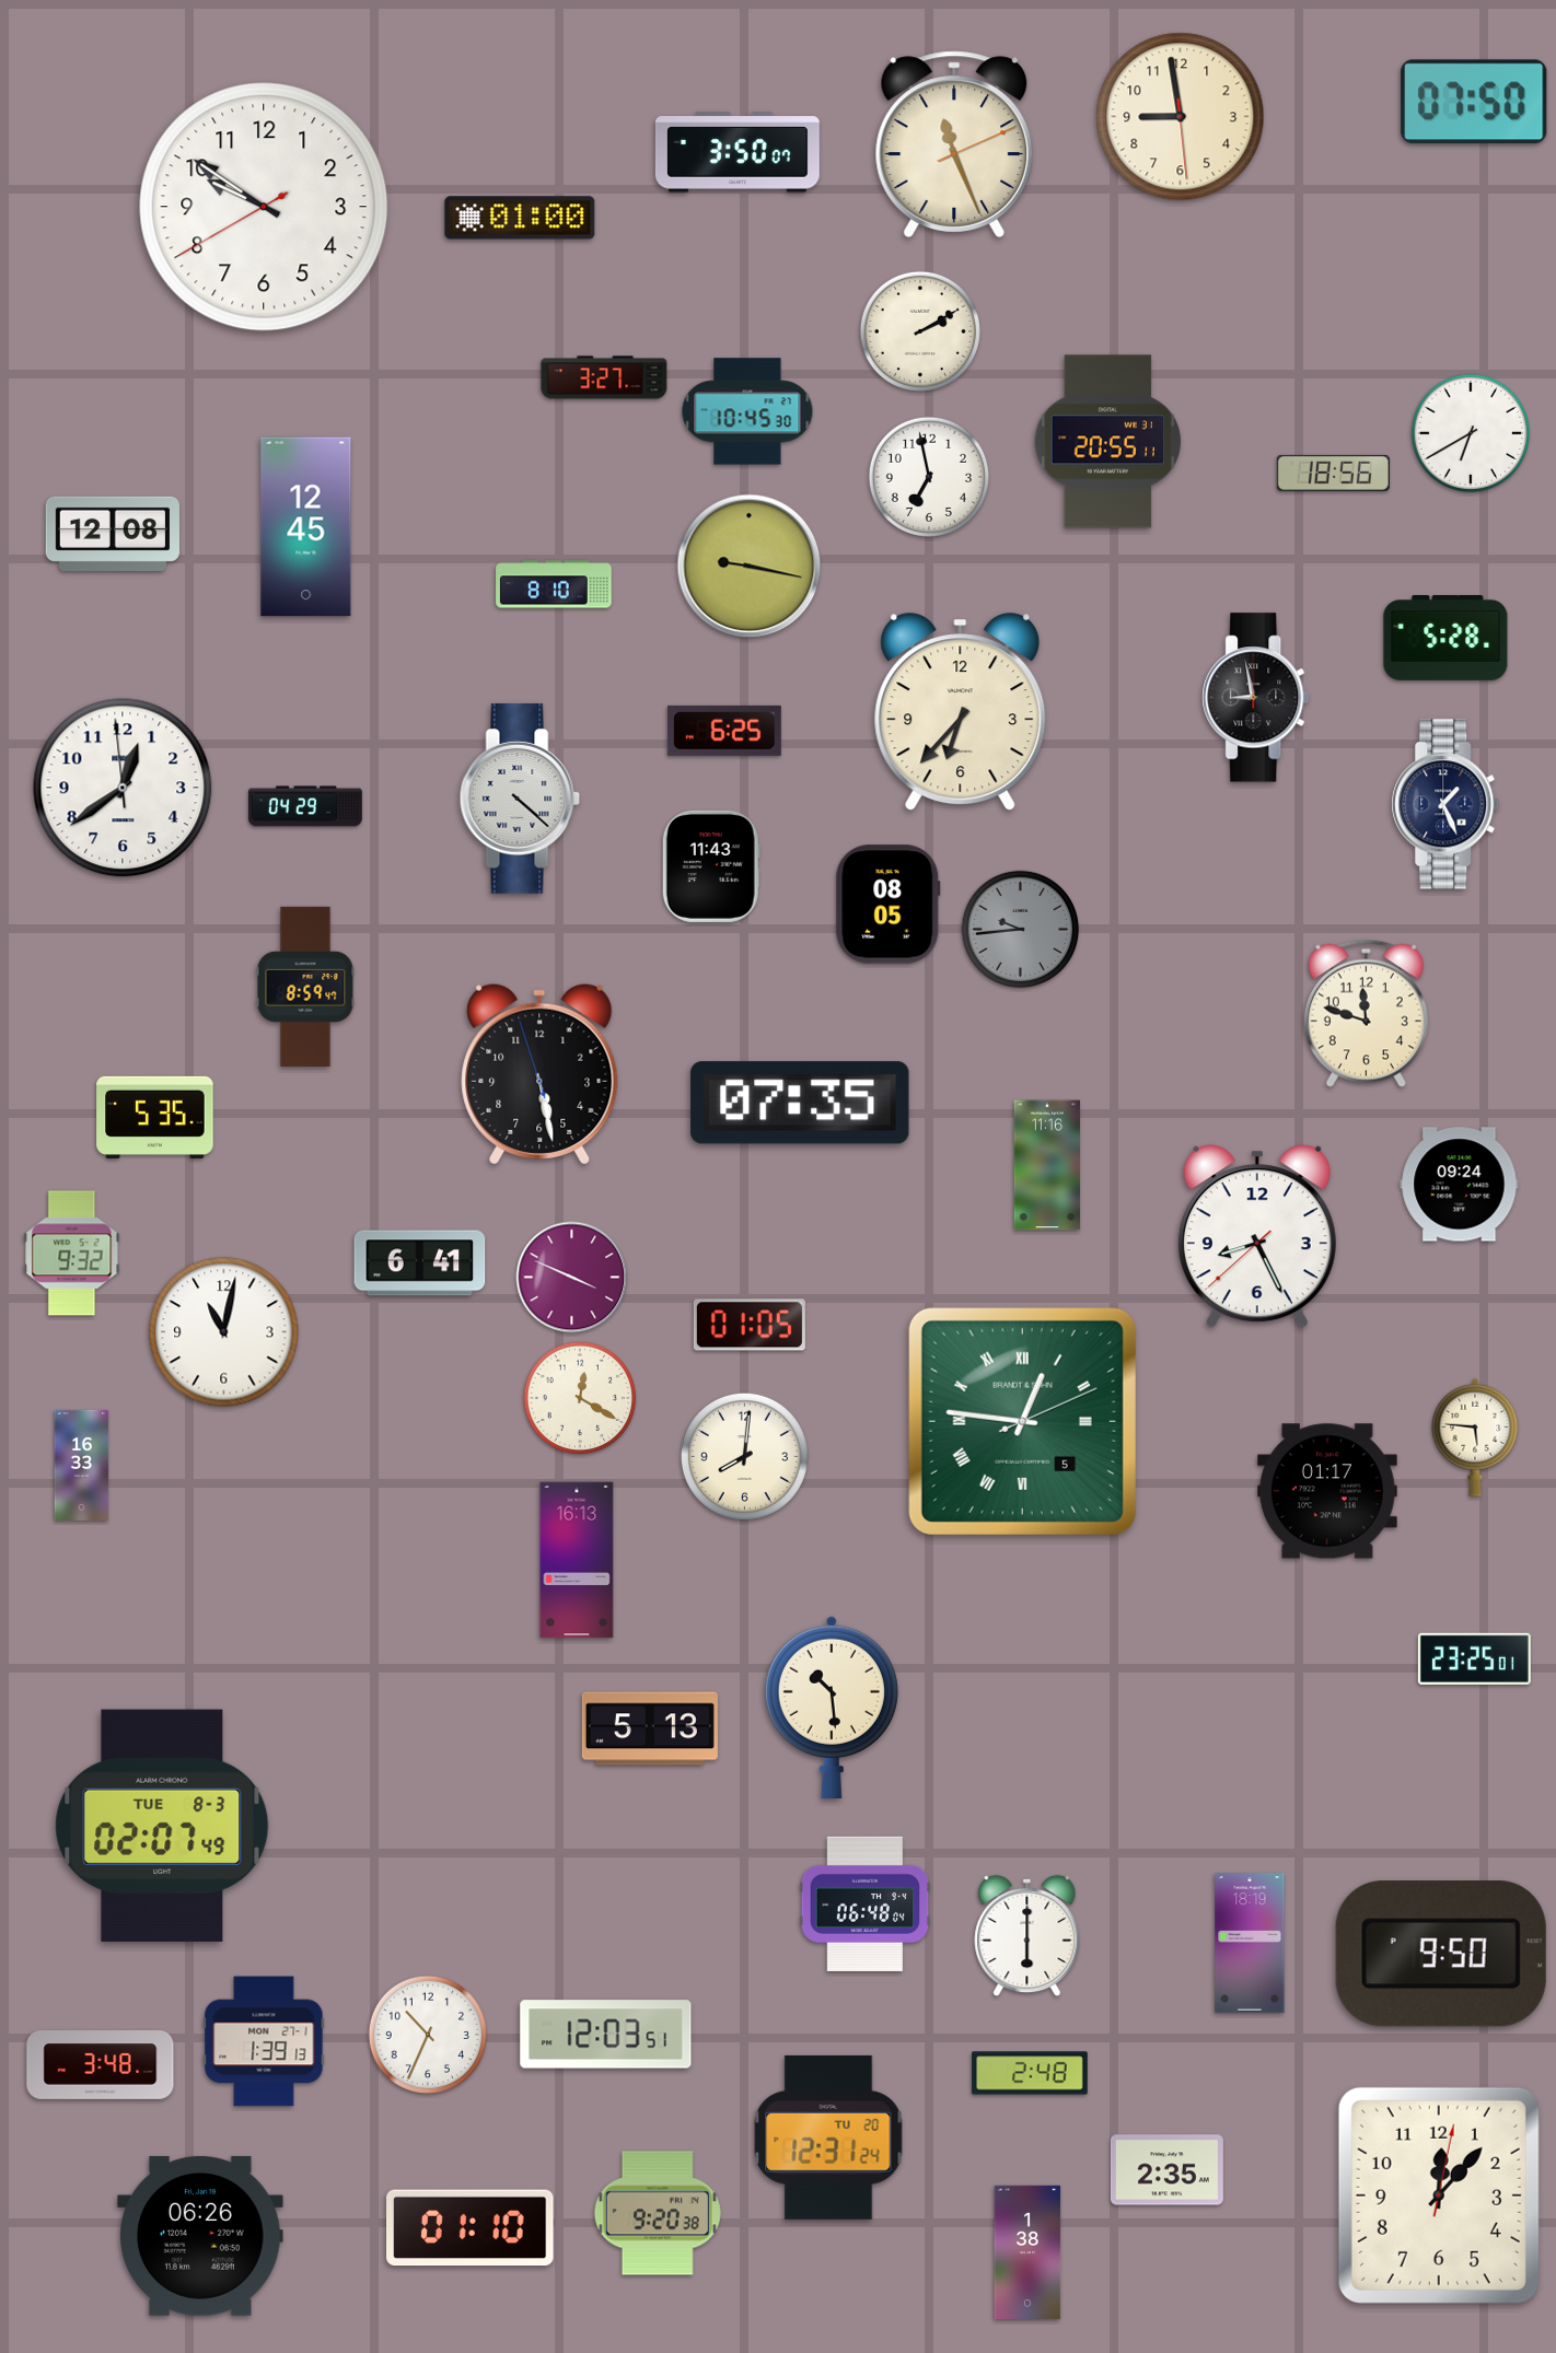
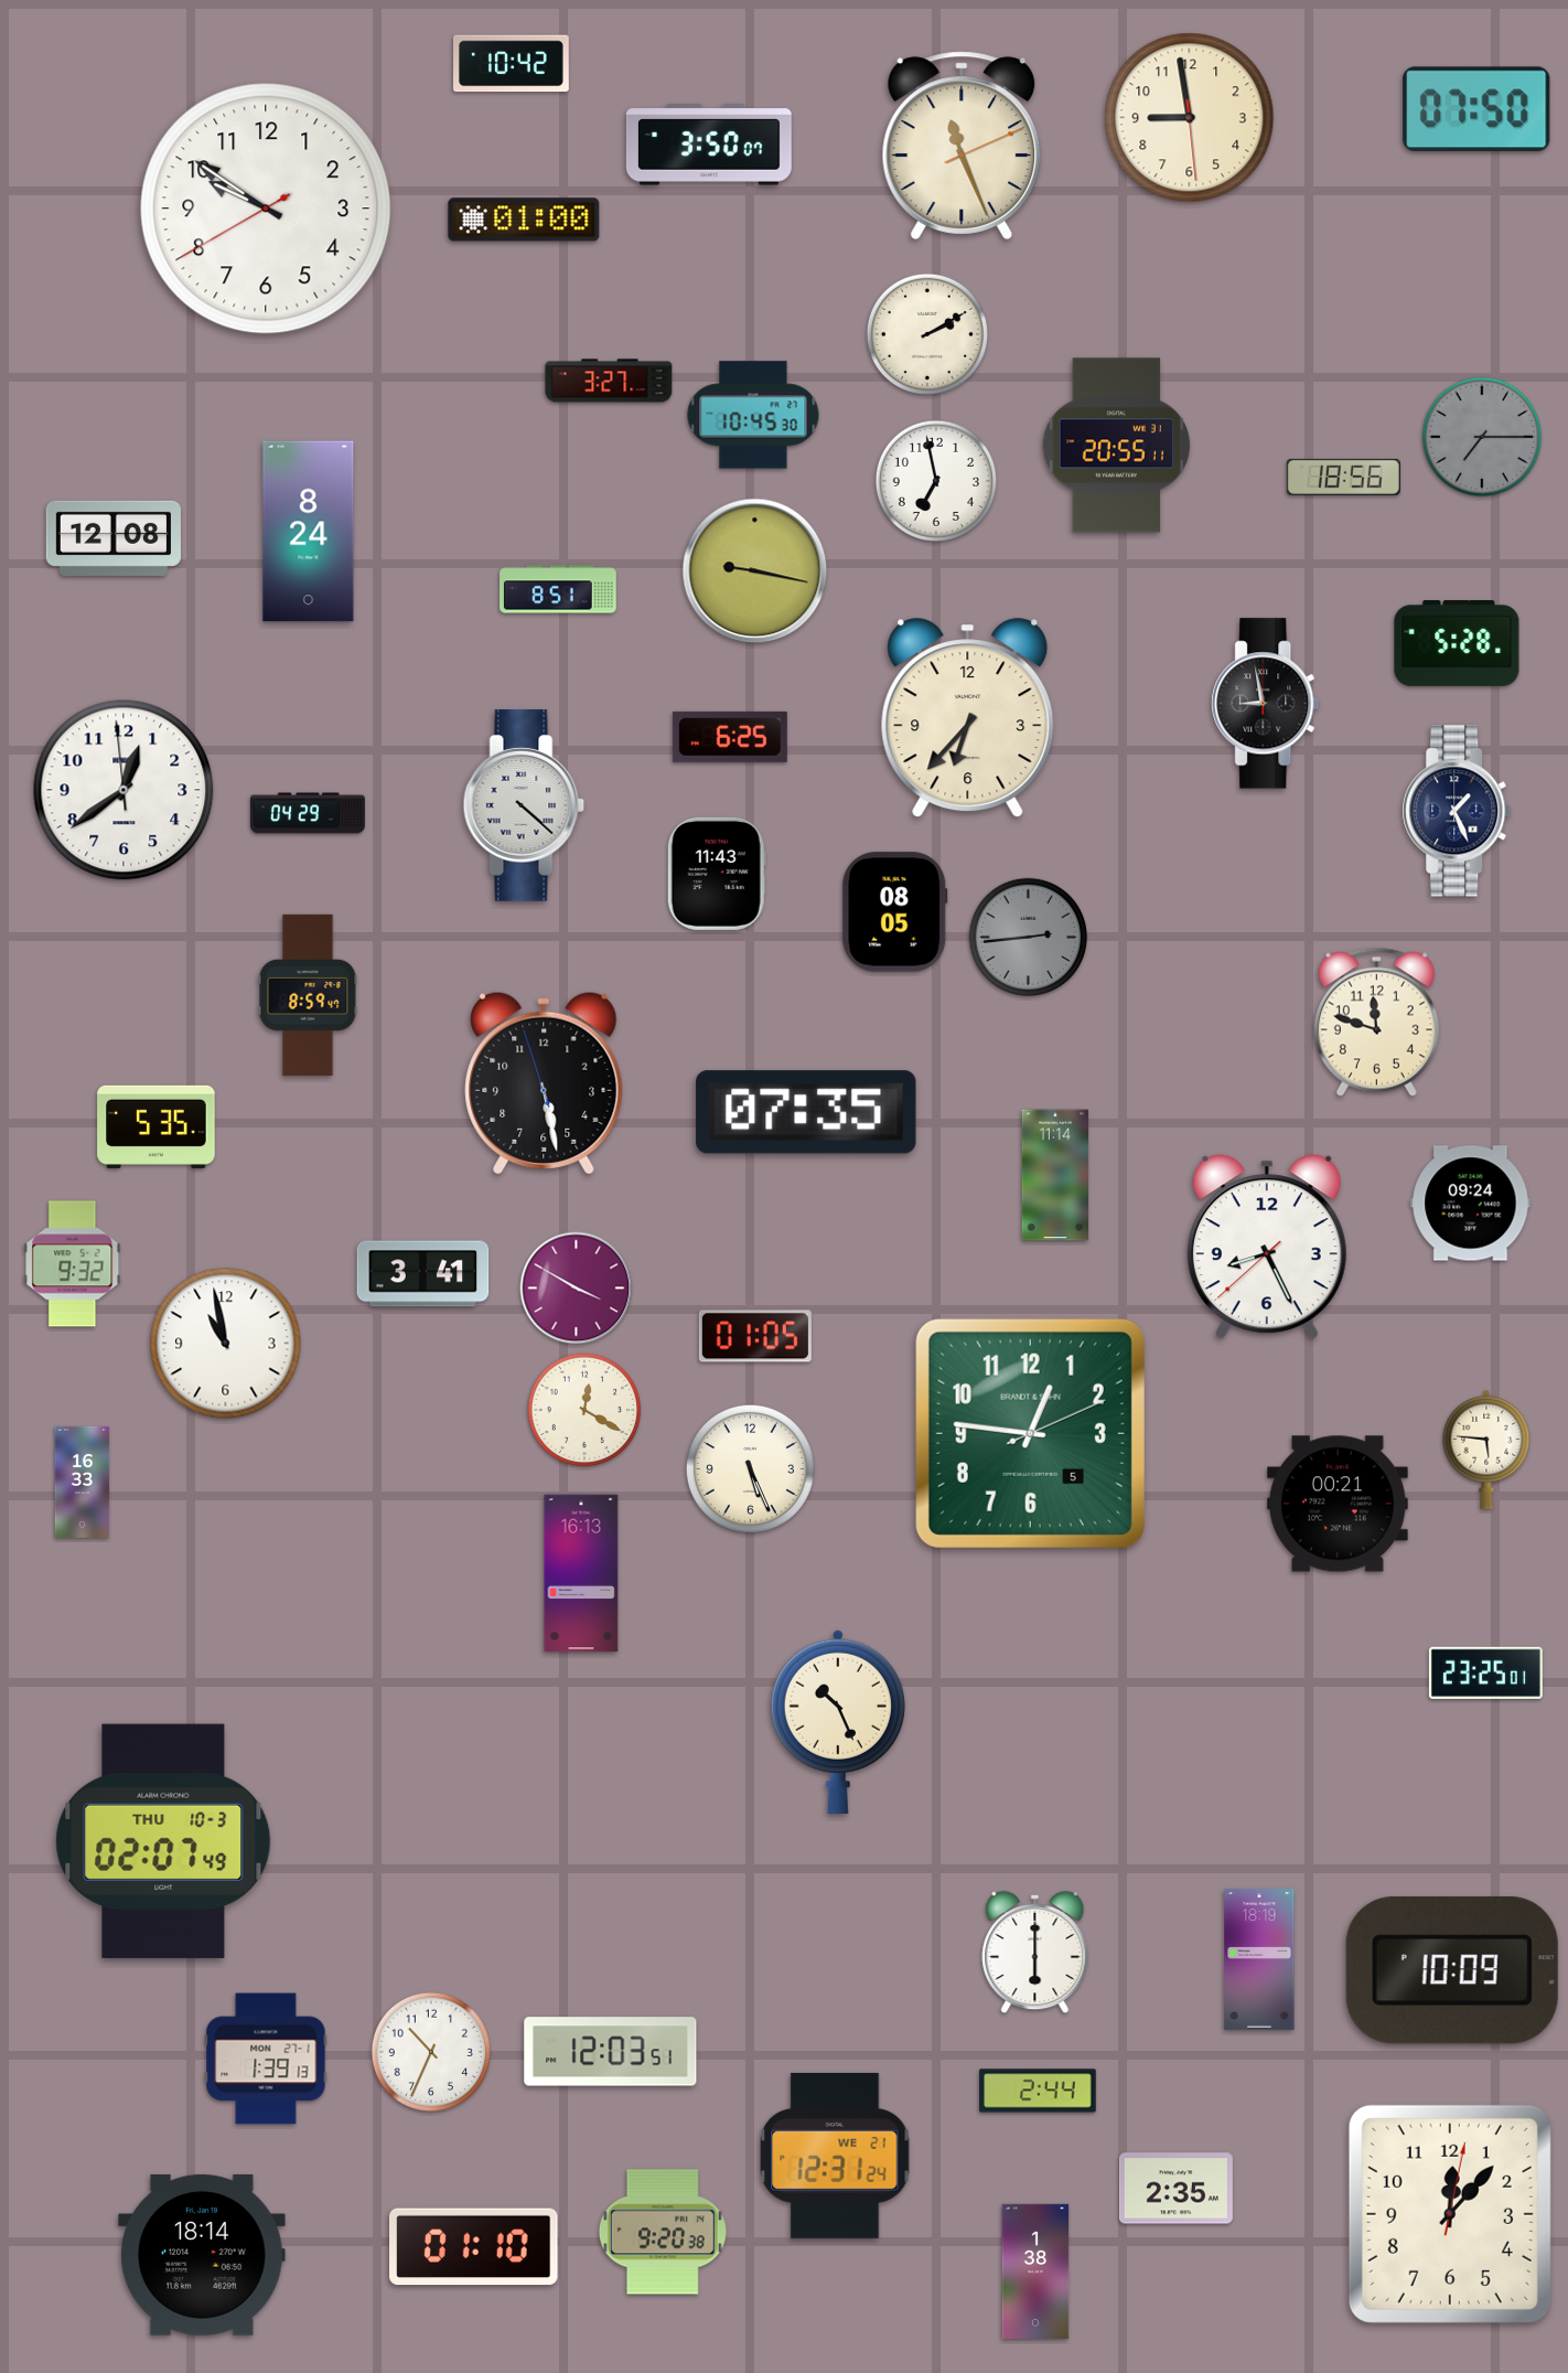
clock at (512, 64): none -> 10:42
clock at (1474, 102) position: (1474, 102) -> (1476, 109)
clock at (738, 152) position: (738, 152) -> (709, 145)
clock at (1470, 432): 6:40 -> 7:15
clock at (1470, 432) dial: white -> grey
clock at (306, 527): 12:45 -> 8:24
clock at (554, 584): 8:10 -> 8:51
clock at (123, 788) position: (123, 788) -> (123, 790)
clock at (1020, 929): 9:44 -> 2:44
clock at (1046, 1165): 11:16 -> 11:14
clock at (1460, 1185) position: (1460, 1185) -> (1471, 1204)
clock at (420, 1263): 6:41 -> 3:41
clock at (572, 1278): 3:49 -> 3:50
clock at (224, 1332): 11:02 -> 10:58
clock at (1022, 1421) numerals: Roman -> Arabic
clock at (744, 1456): 8:01 -> 5:26
clock at (82, 1465) position: (82, 1465) -> (83, 1482)
clock at (1328, 1491): 01:17 -> 00:21
clock at (832, 1706): 10:29 -> 10:26
clock at (650, 1728): 5:13 -> none
clock at (162, 1826) date: TUE 8-3 -> THU 10-3
clock at (866, 1903): 06:48 -> none
clock at (1441, 1954): 9:50 -> 10:09
clock at (101, 2065): 3:48 -> none
clock at (1030, 2073): 2:48 -> 2:44
clock at (828, 2137) date: TU 20 -> WE 21
clock at (201, 2236): 06:26 -> 18:14
